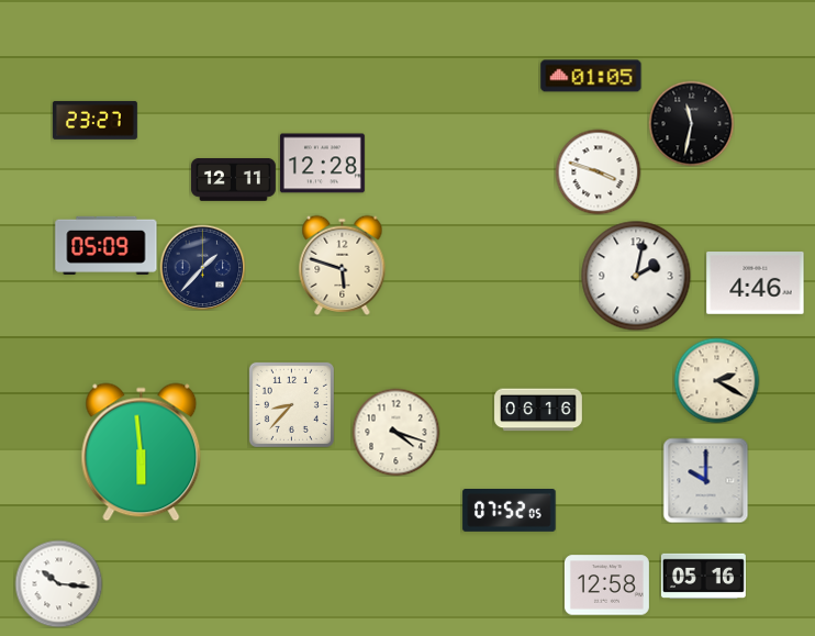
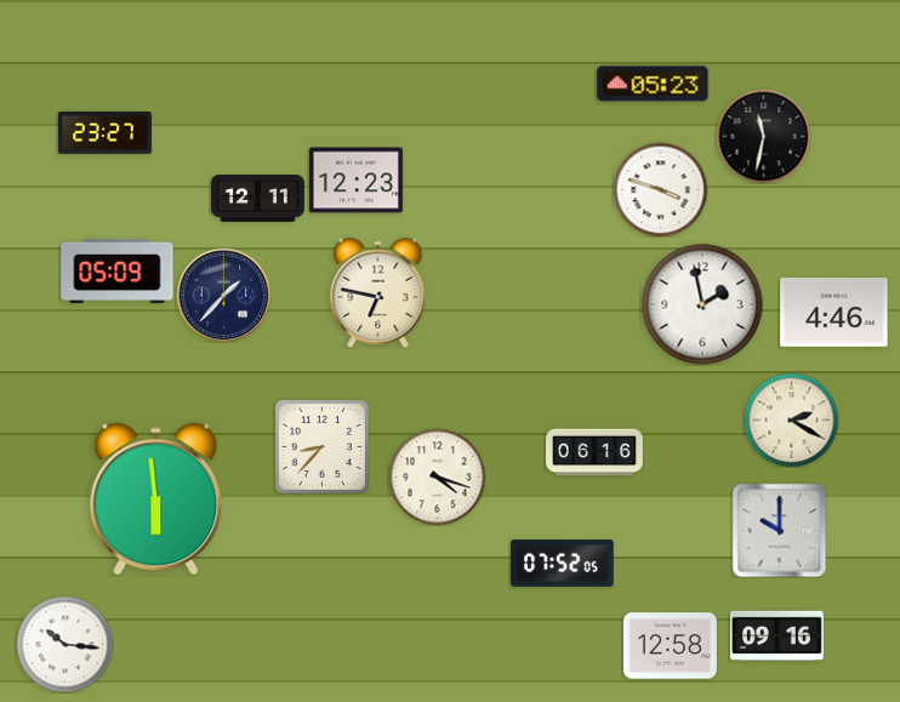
clock at (591, 76): 01:05 -> 05:23
clock at (322, 164): 12:28 -> 12:23
clock at (343, 265): 5:48 -> 6:47
clock at (636, 276): 2:02 -> 1:58
clock at (703, 576): 05:16 -> 09:16
